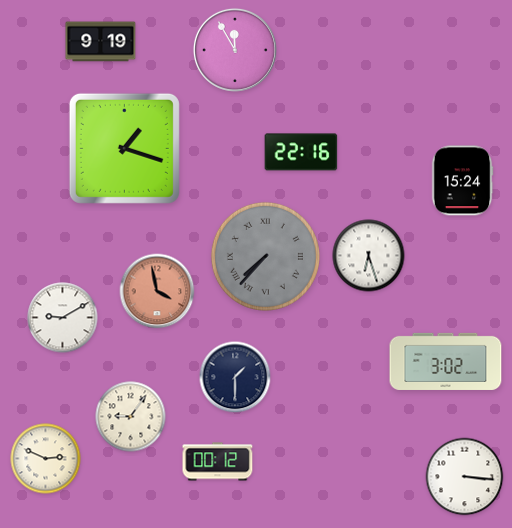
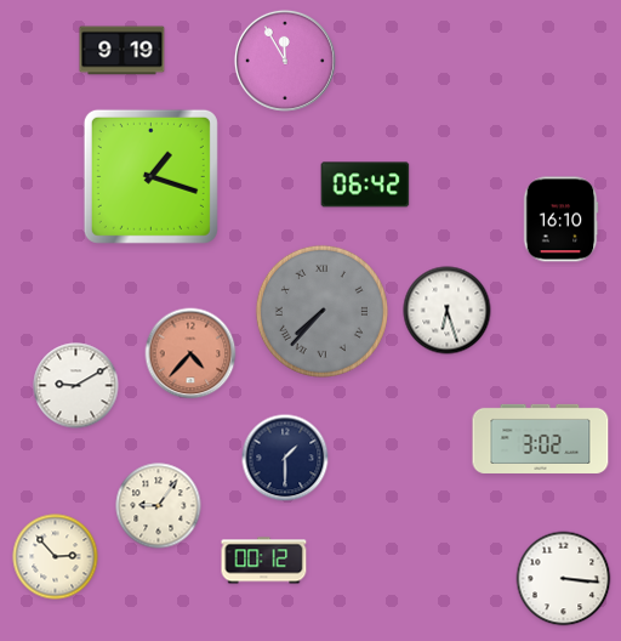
clock at (124, 148) position: (124, 148) -> (150, 176)
clock at (301, 152): 22:16 -> 06:42
clock at (462, 181): 15:24 -> 16:10
clock at (157, 291): 3:58 -> 4:37
clock at (46, 459): 2:49 -> 2:53
